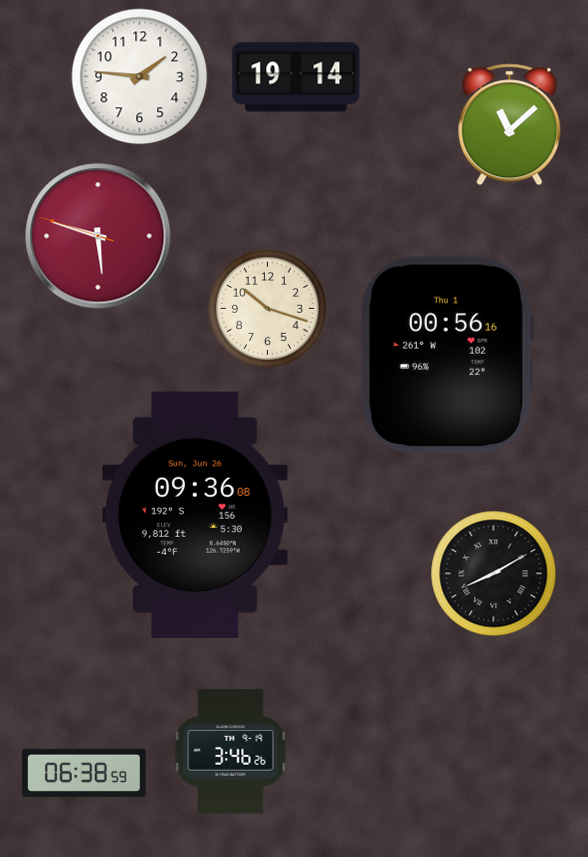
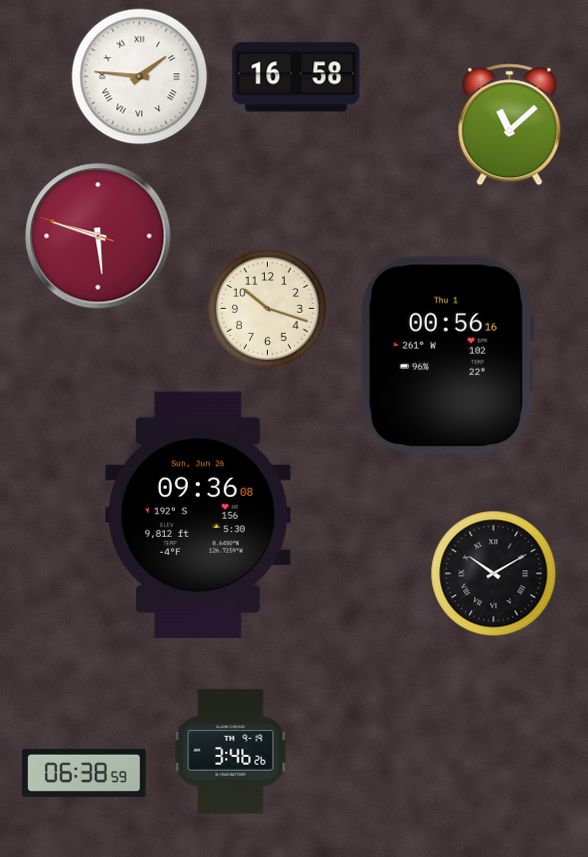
clock at (140, 77) numerals: Arabic -> Roman
clock at (296, 77): 19:14 -> 16:58
clock at (196, 514) position: (196, 514) -> (199, 514)
clock at (494, 574): 8:10 -> 10:10
